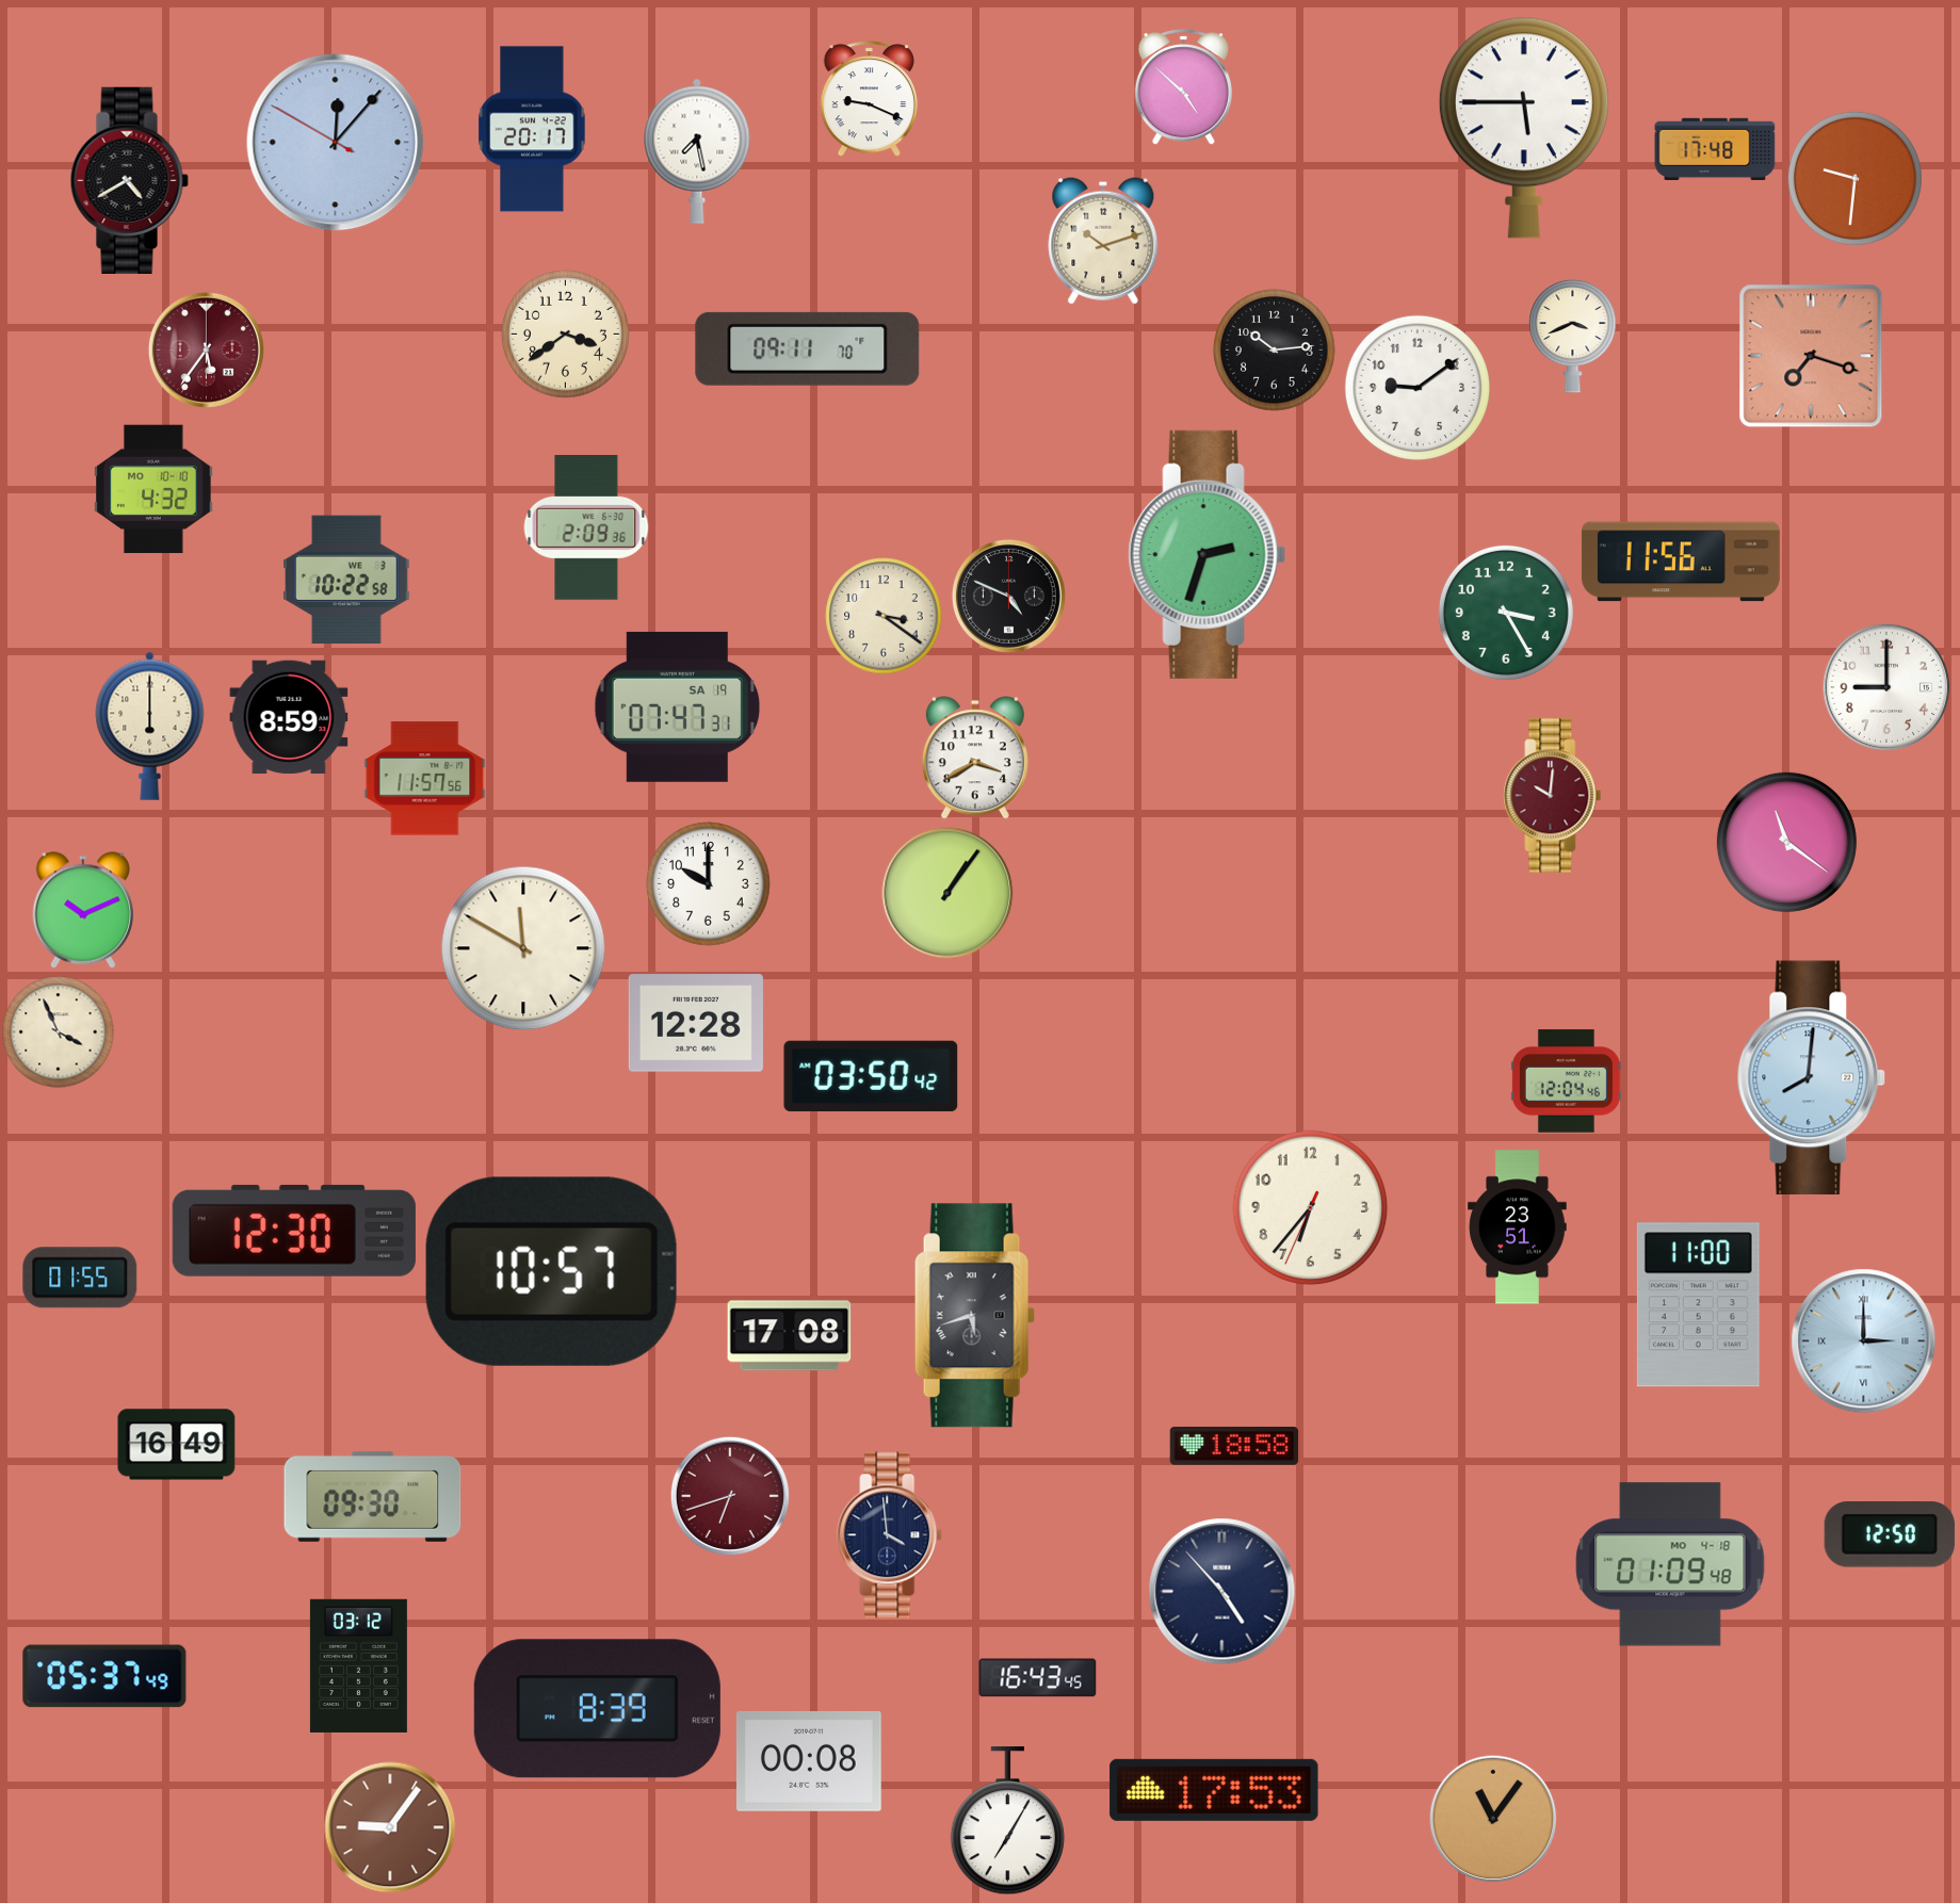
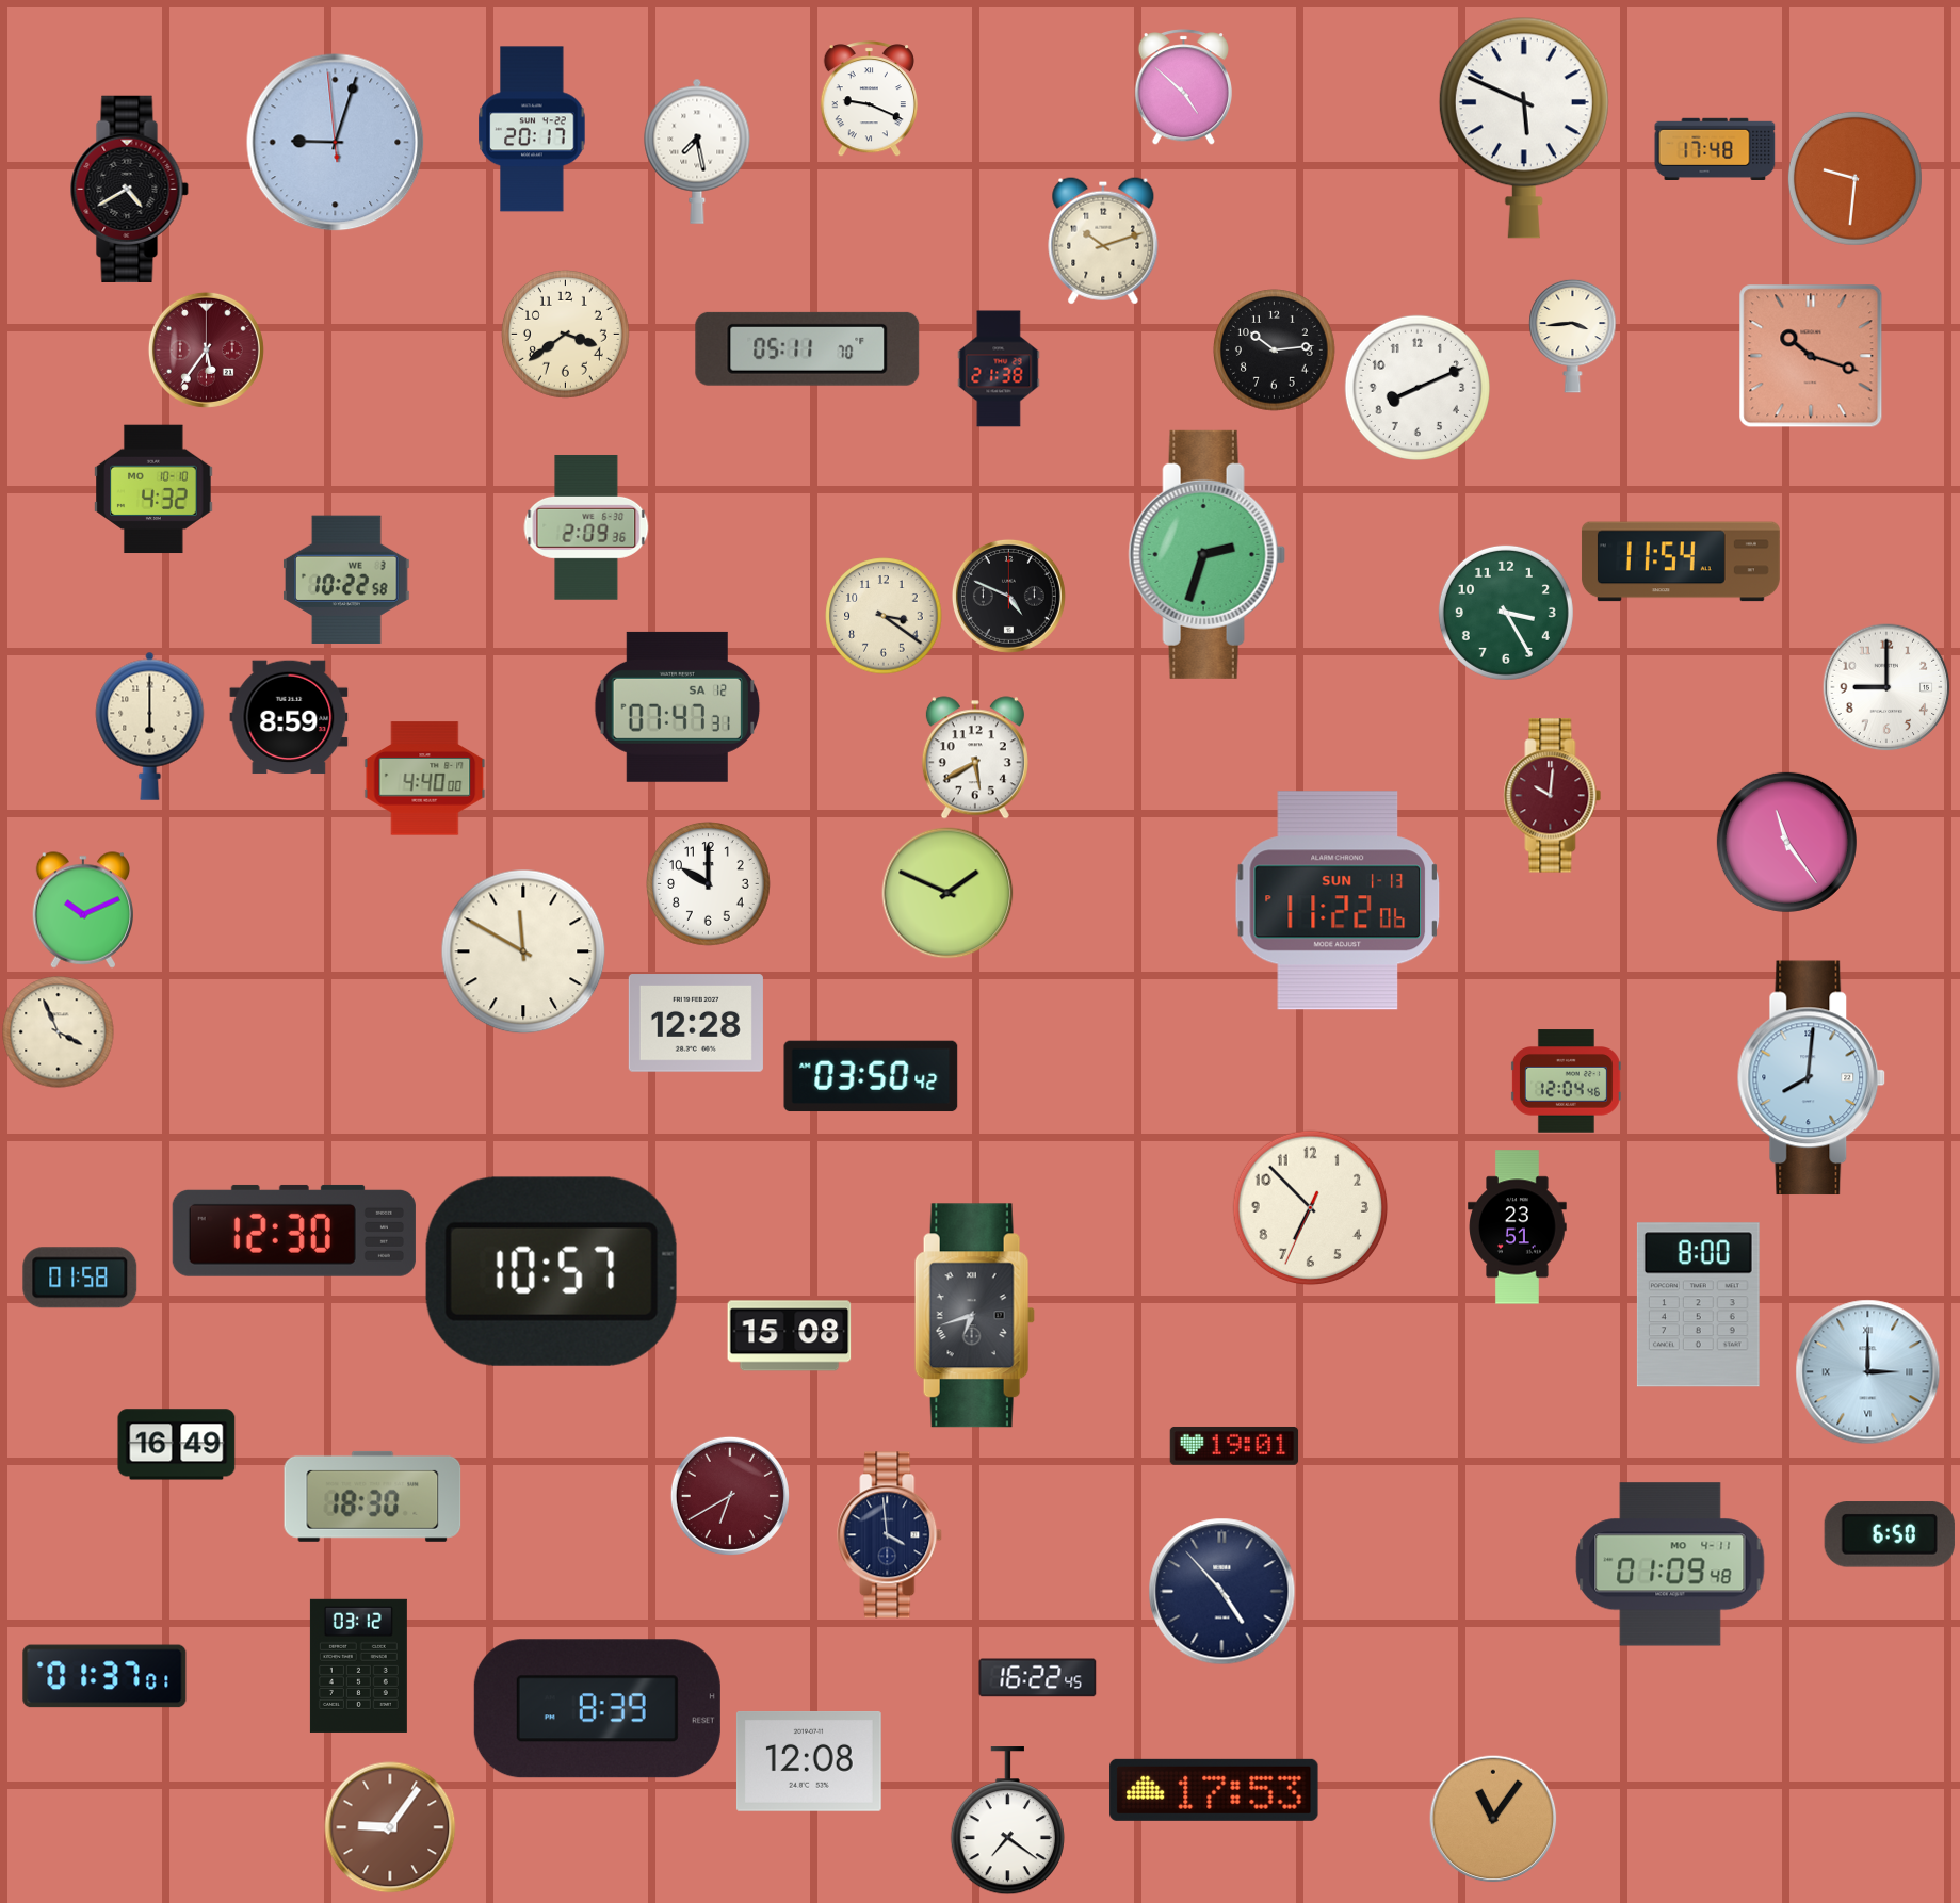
clock at (1524, 128): 5:45 -> 5:49
clock at (336, 143): 12:06 -> 9:02
clock at (129, 180) position: (129, 180) -> (129, 189)
clock at (1573, 336): 3:41 -> 3:44
clock at (808, 348): 09:11 -> 05:11
clock at (1811, 356): 7:18 -> 10:18
clock at (999, 369): none -> 21:38
clock at (1418, 388): 9:09 -> 8:11
clock at (1681, 562): 11:56 -> 11:54
clock at (678, 706) date: SA 19 -> SA 12
clock at (975, 758): 3:40 -> 5:40
clock at (425, 779): 11:57 -> 4:40
clock at (1786, 842): 11:21 -> 11:24
clock at (947, 893): 1:06 -> 1:49
clock at (1338, 900): none -> 11:22
clock at (523, 948) position: (523, 948) -> (523, 952)
clock at (1311, 1208): 6:36 -> 6:52
clock at (80, 1278): 01:55 -> 01:58
clock at (1698, 1305): 11:00 -> 8:00
clock at (974, 1316): 5:42 -> 6:42
clock at (790, 1336): 17:08 -> 15:08
clock at (1864, 1341) position: (1864, 1341) -> (1868, 1372)
clock at (1234, 1446): 18:58 -> 19:01
clock at (373, 1496): 09:30 -> 18:30
clock at (730, 1496): 6:42 -> 6:40
clock at (1890, 1534): 12:50 -> 6:50
clock at (1670, 1564) date: MO 4-18 -> MO 4-11
clock at (104, 1676): 05:37 -> 01:37
clock at (1038, 1678): 16:43 -> 16:22
clock at (809, 1761): 00:08 -> 12:08
clock at (1007, 1821): 7:05 -> 7:21
